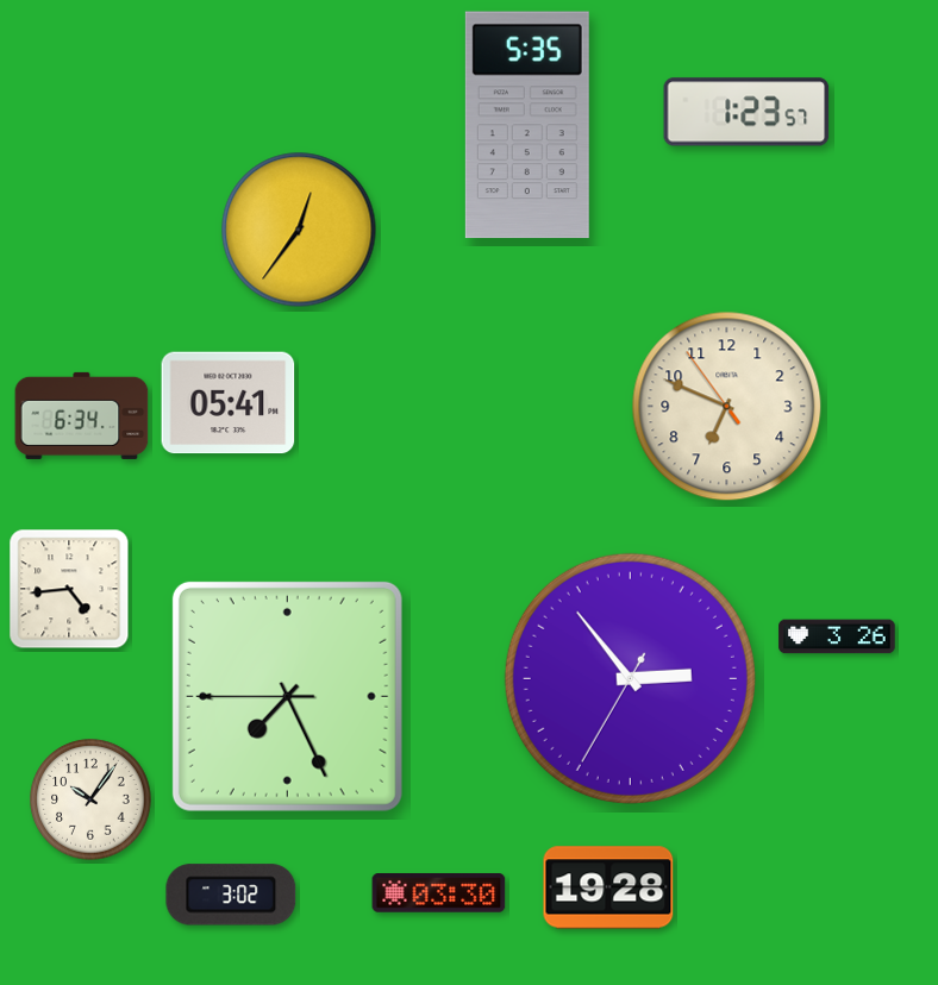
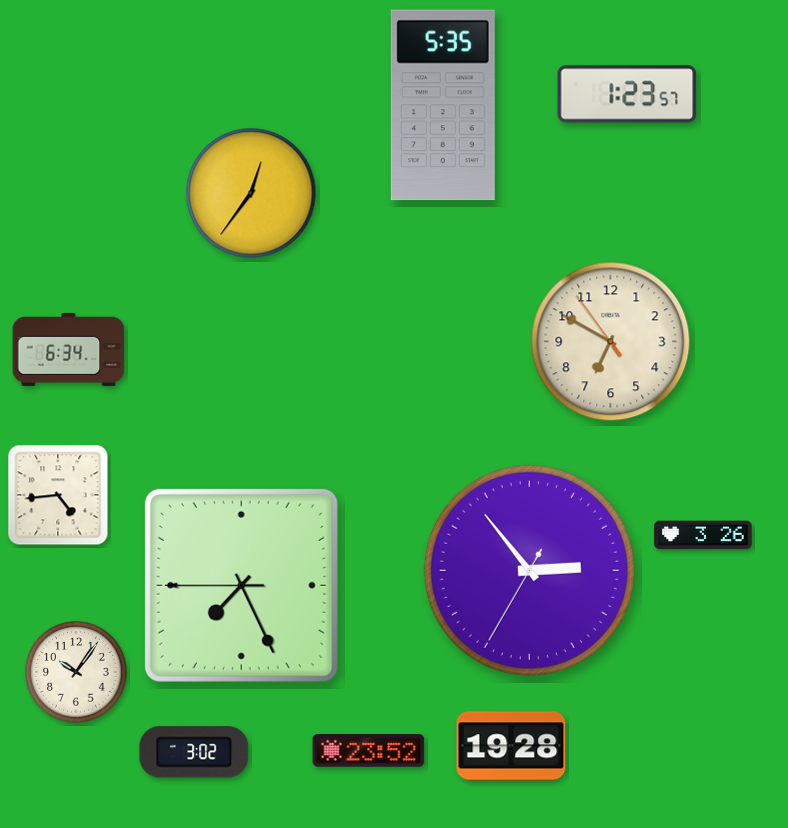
clock at (229, 403): 05:41 -> none
clock at (727, 407): 6:48 -> 6:49
clock at (439, 893): 03:30 -> 23:52
